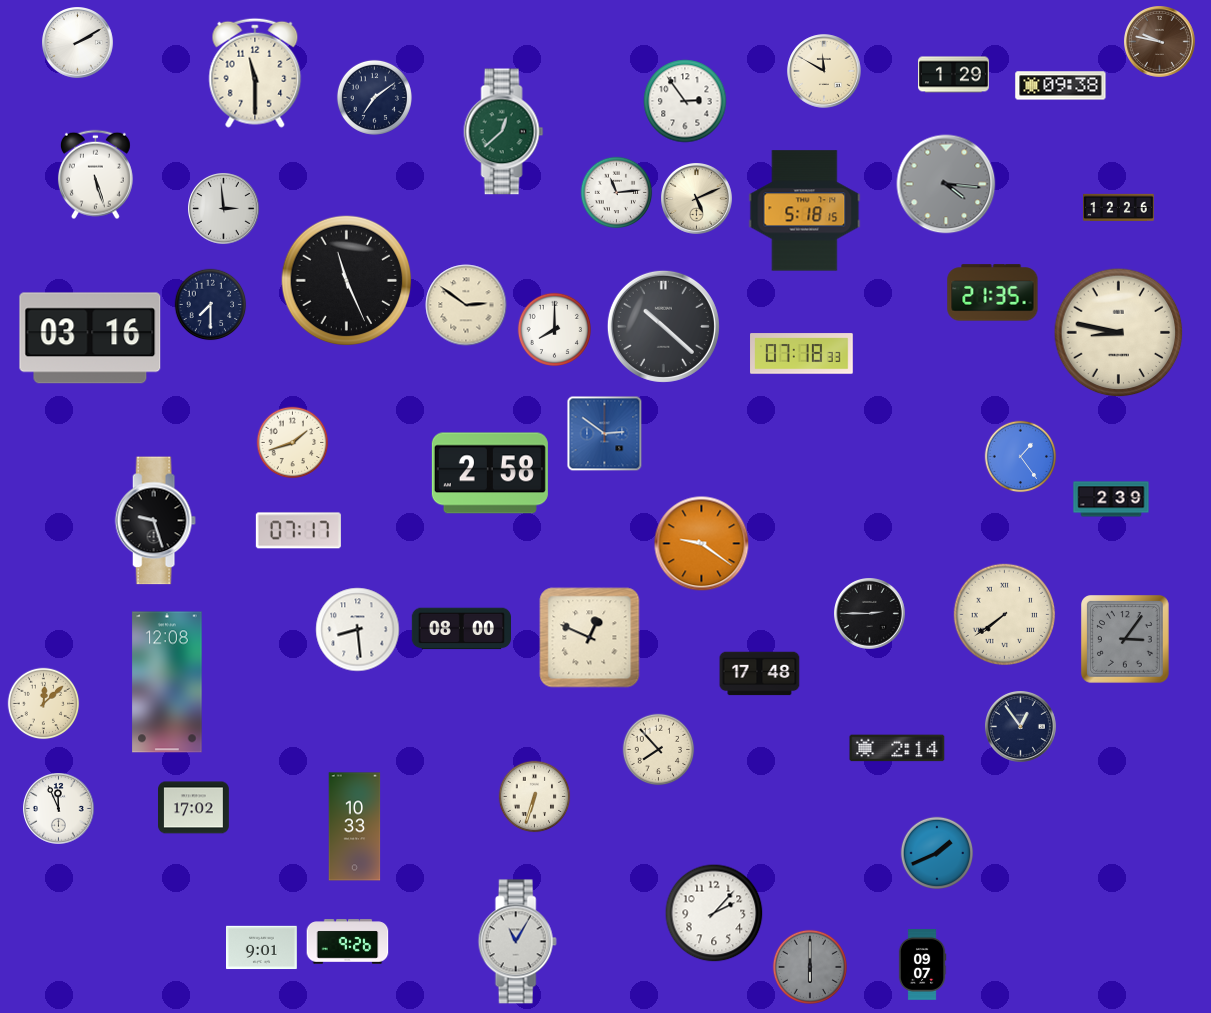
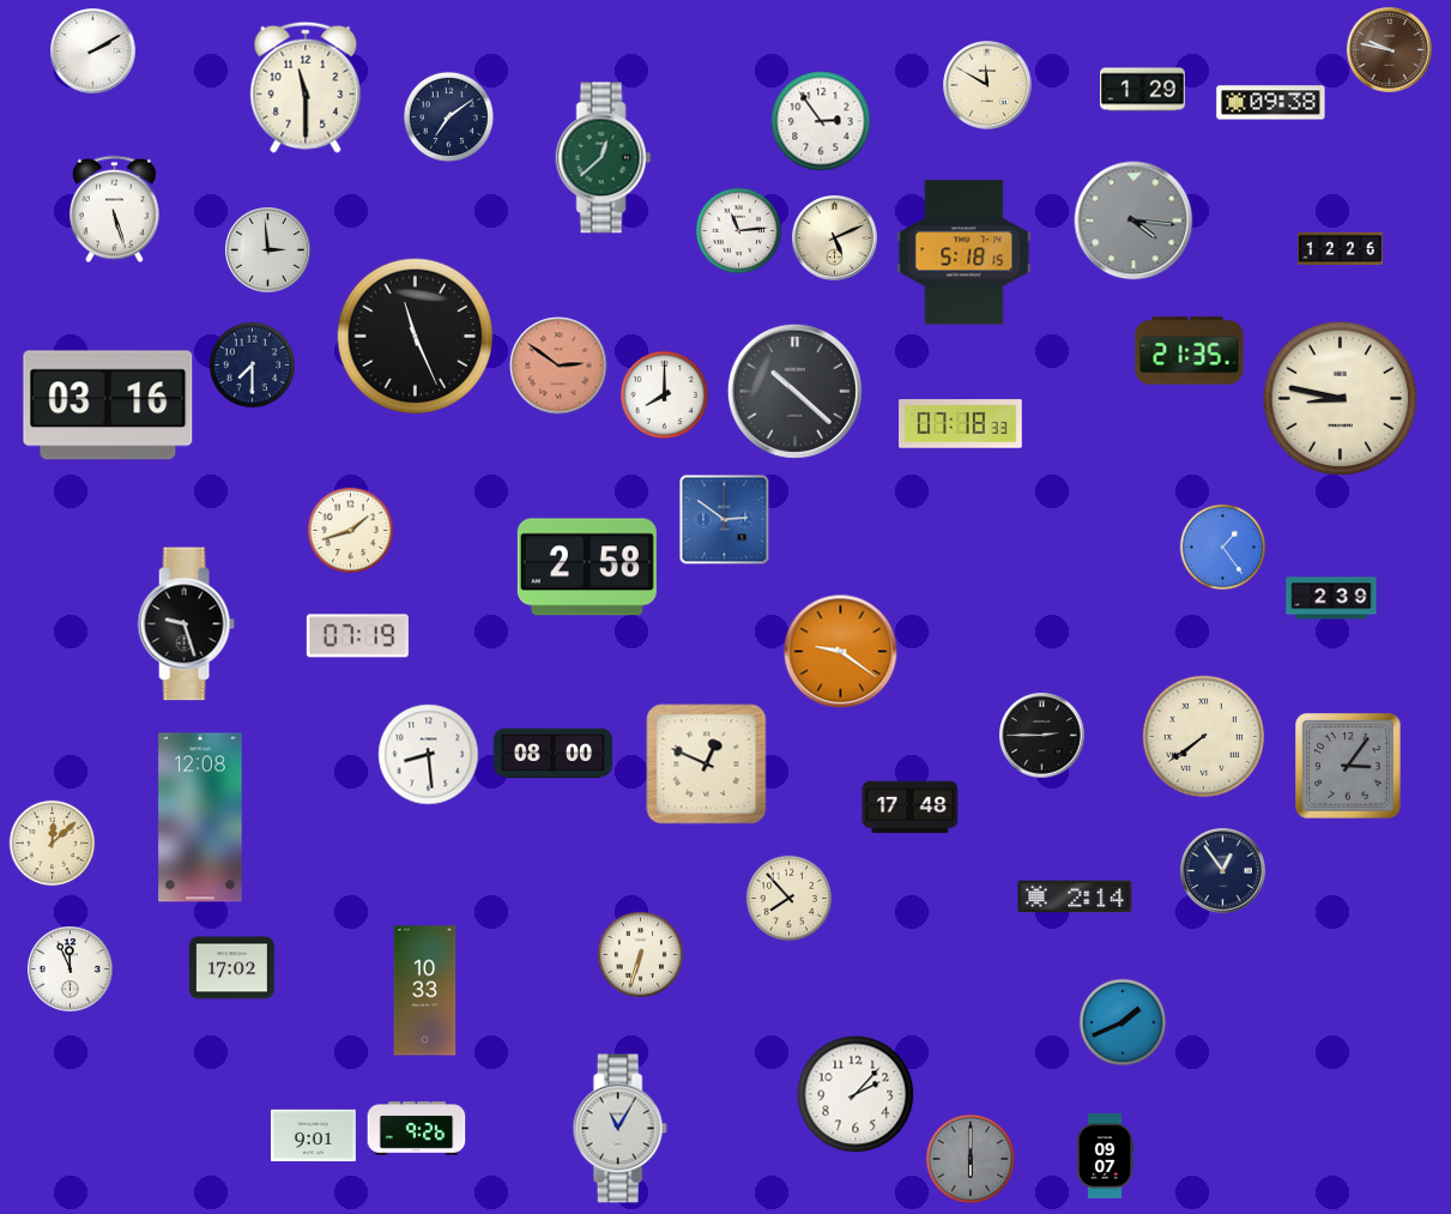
clock at (466, 305) dial: cream -> salmon
clock at (298, 531): 07:17 -> 07:19
